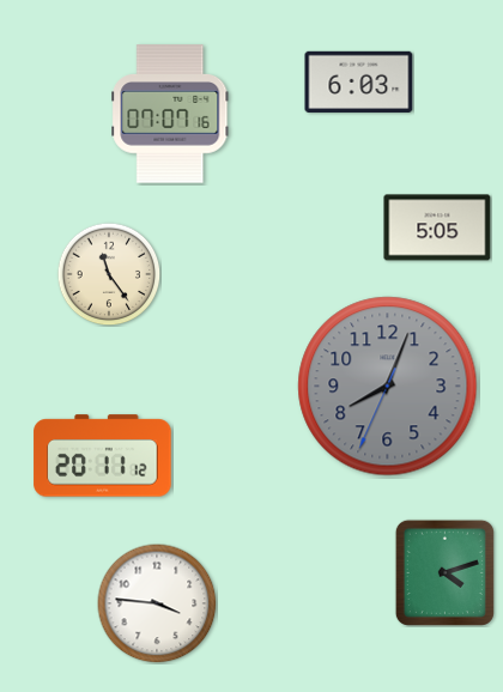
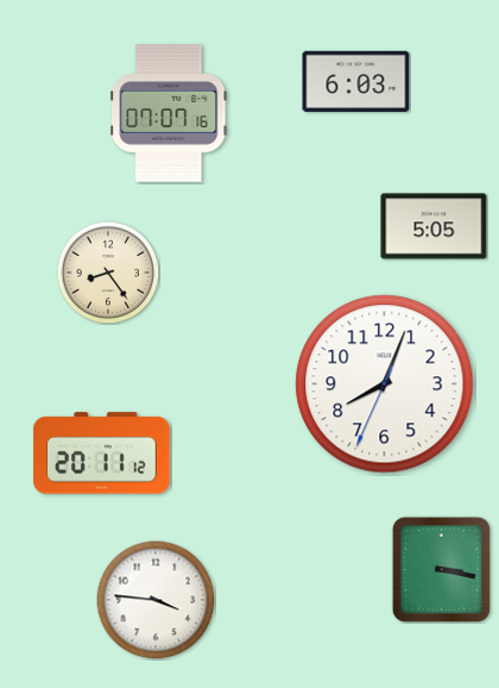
clock at (109, 274): 11:24 -> 8:24
clock at (388, 387) dial: grey -> white
clock at (444, 572): 4:12 -> 3:17
